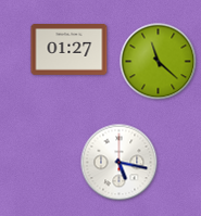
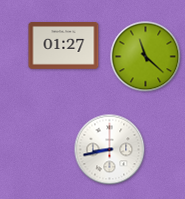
clock at (120, 163): 5:17 -> 8:43
